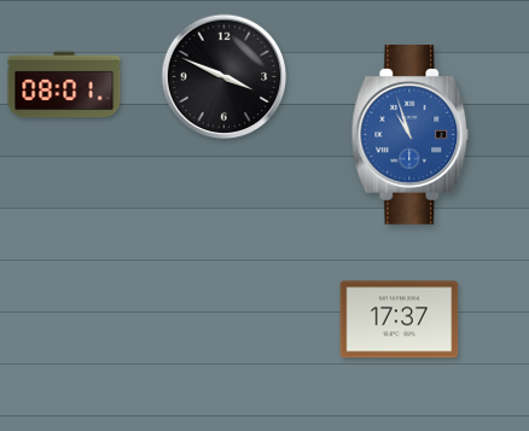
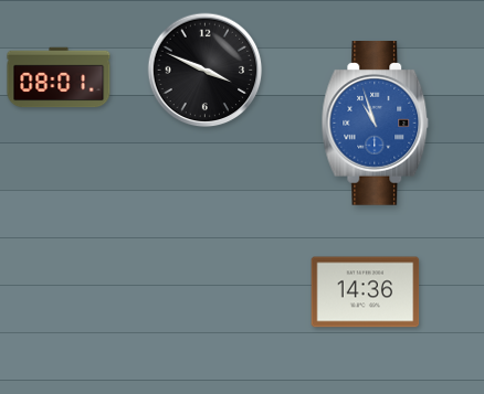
clock at (400, 320): 17:37 -> 14:36
